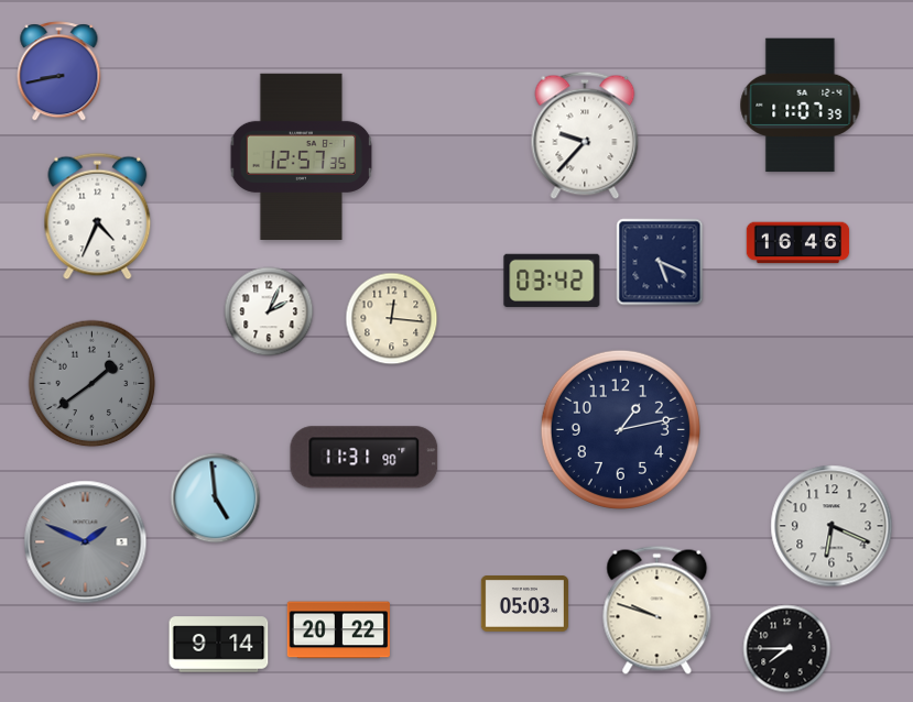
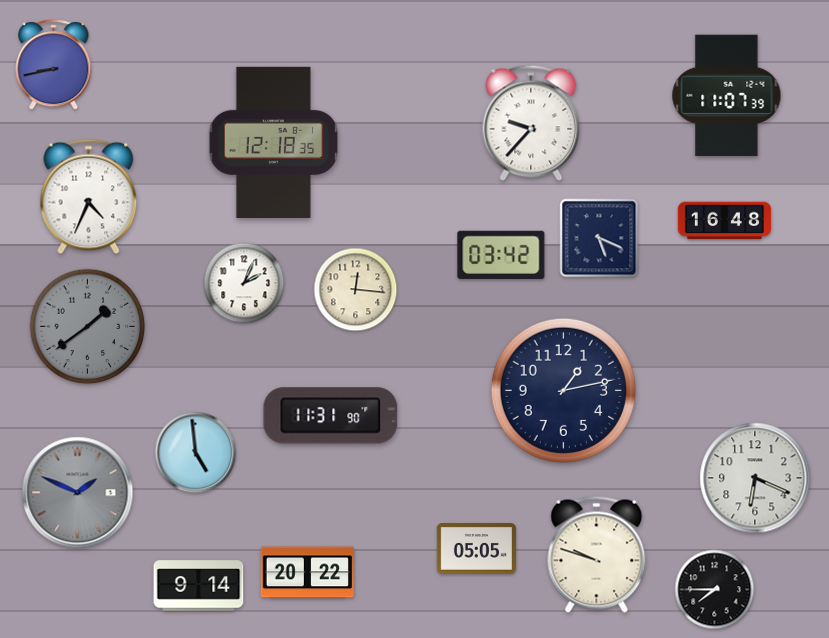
clock at (302, 156): 12:57 -> 12:18
clock at (798, 243): 16:46 -> 16:48
clock at (93, 384) position: (93, 384) -> (88, 327)
clock at (524, 604): 05:03 -> 05:05
